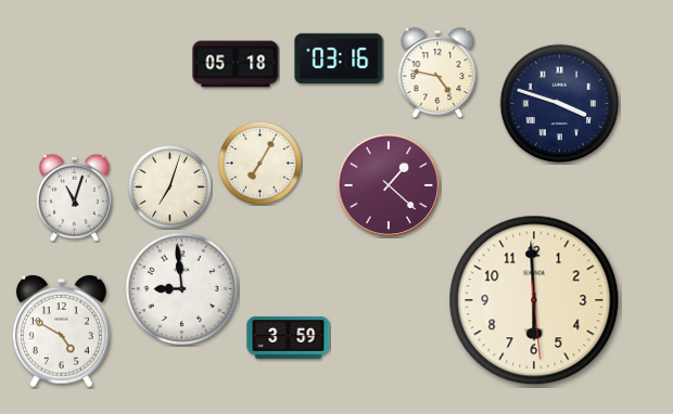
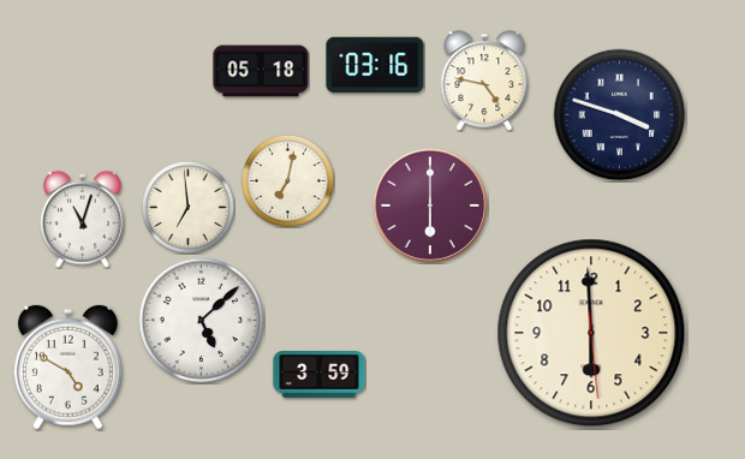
clock at (259, 163): 7:05 -> 7:02
clock at (389, 185): 1:22 -> 6:00
clock at (169, 186): 7:03 -> 6:59
clock at (182, 289): 8:59 -> 5:08
